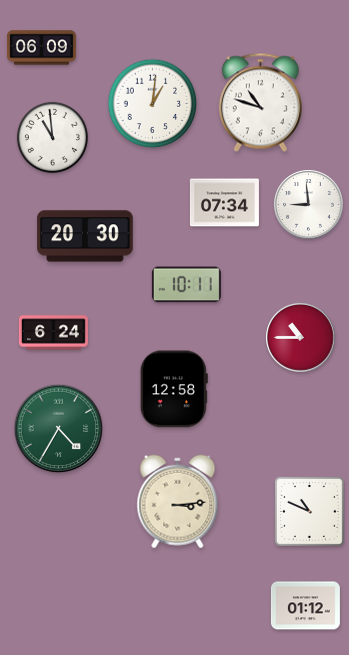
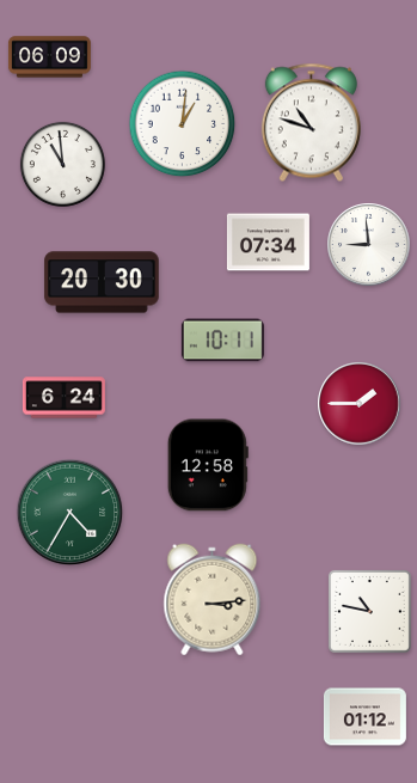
clock at (301, 338): 10:45 -> 1:45
clock at (309, 511): 10:49 -> 10:47
clock at (305, 606) position: (305, 606) -> (364, 717)
